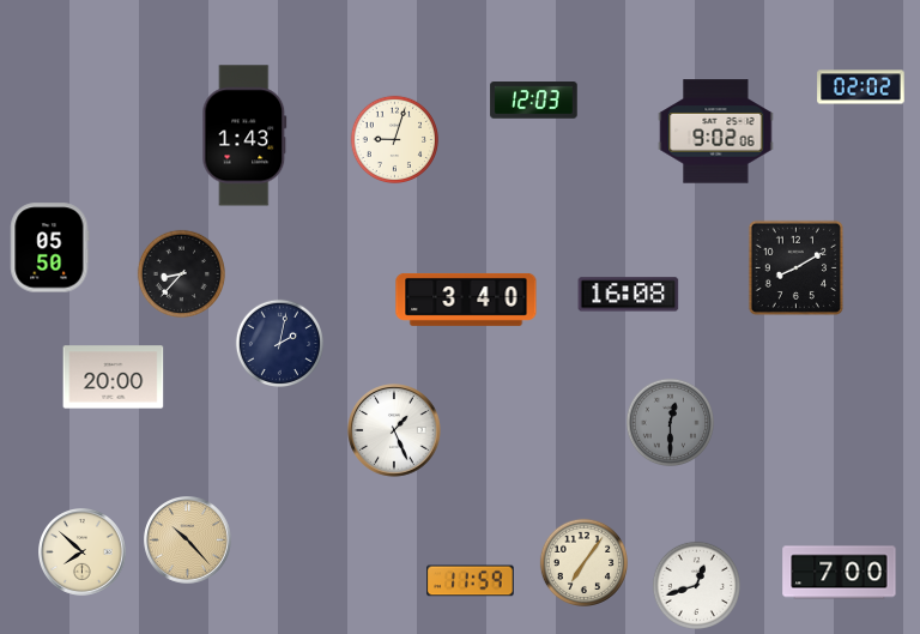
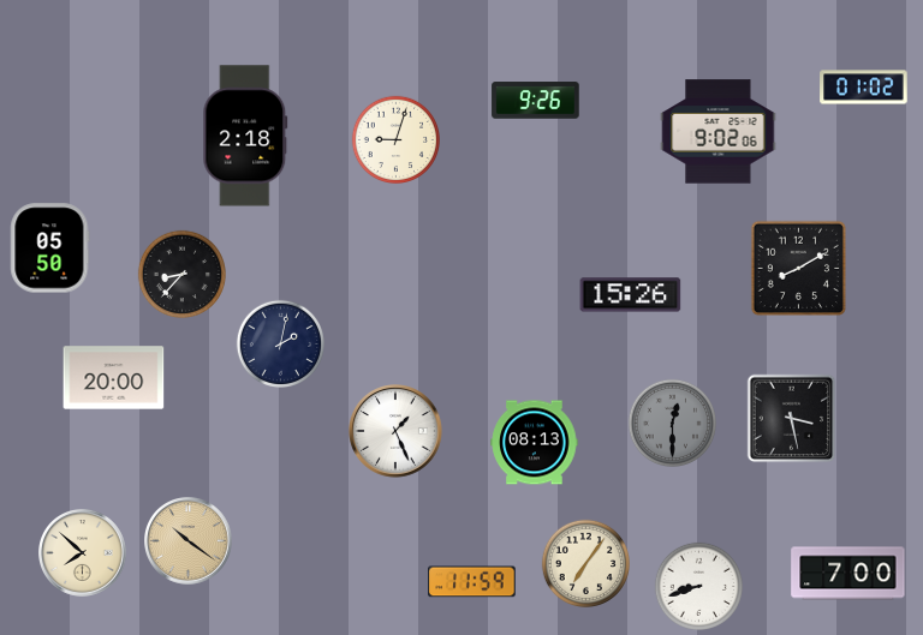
clock at (861, 87): 02:02 -> 01:02
clock at (534, 101): 12:03 -> 9:26
clock at (244, 135): 1:43 -> 2:18
clock at (629, 295): 16:08 -> 15:26
clock at (466, 300): 3:40 -> none
clock at (792, 419): none -> 3:28
clock at (535, 443): none -> 08:13
clock at (188, 541): 10:23 -> 10:21
clock at (840, 573) position: (840, 573) -> (848, 574)
clock at (697, 586): 12:42 -> 8:42
